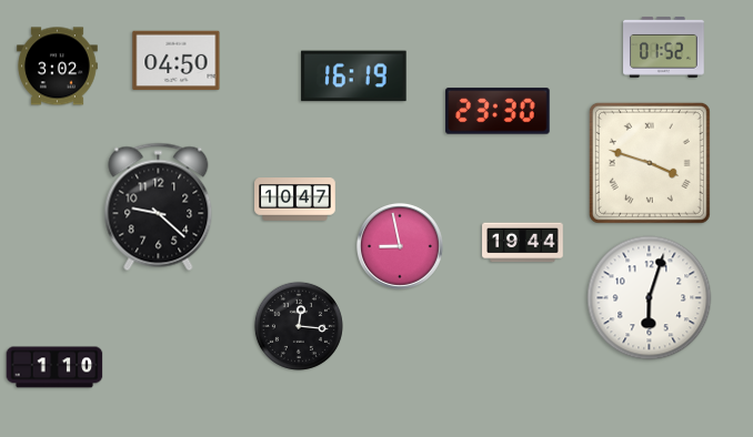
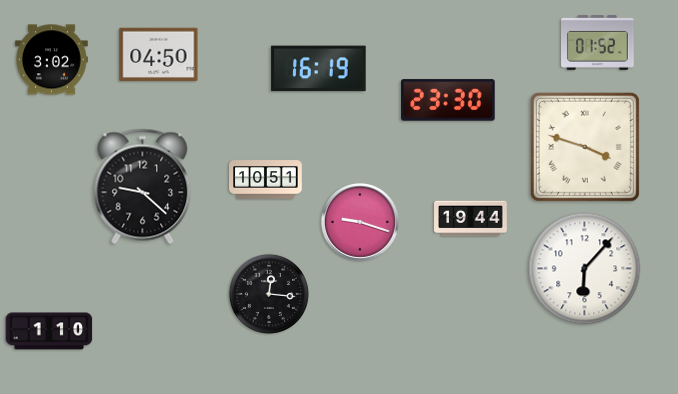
clock at (295, 200): 10:47 -> 10:51
clock at (400, 246): 8:58 -> 9:18
clock at (650, 298): 6:03 -> 6:07
